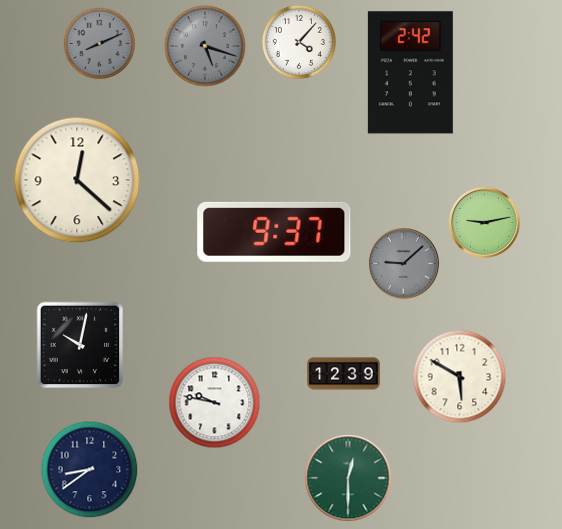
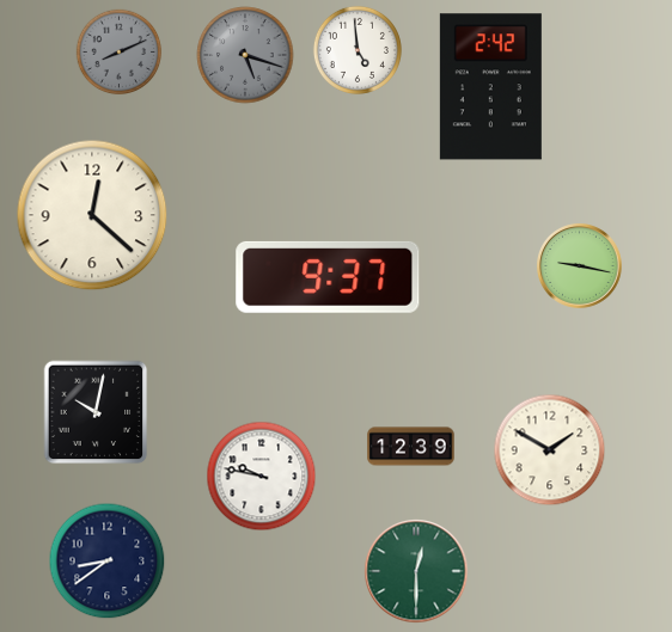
clock at (299, 42): 4:07 -> 4:59
clock at (485, 223): 9:13 -> 9:17
clock at (404, 264): 9:08 -> none
clock at (460, 377): 5:50 -> 1:50
clock at (215, 403) position: (215, 403) -> (262, 477)
